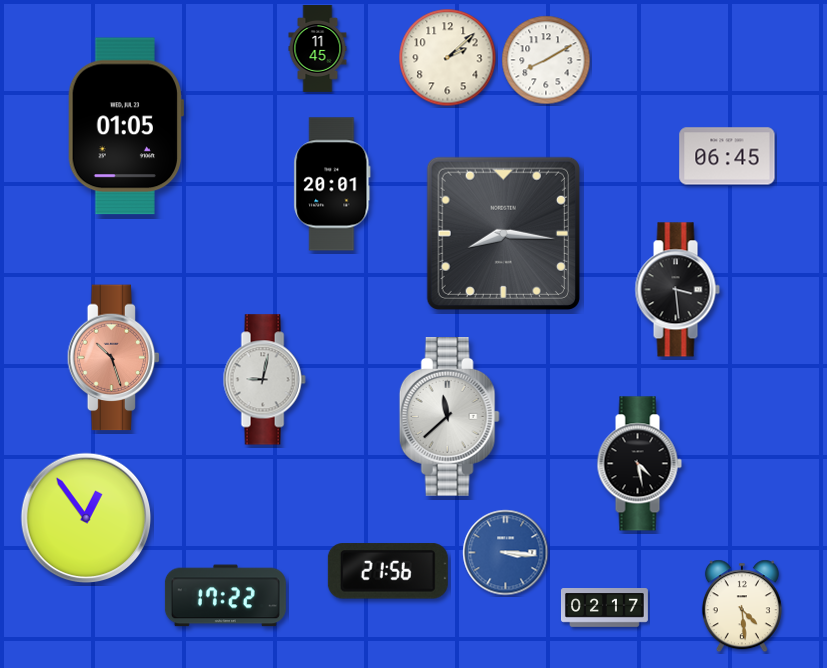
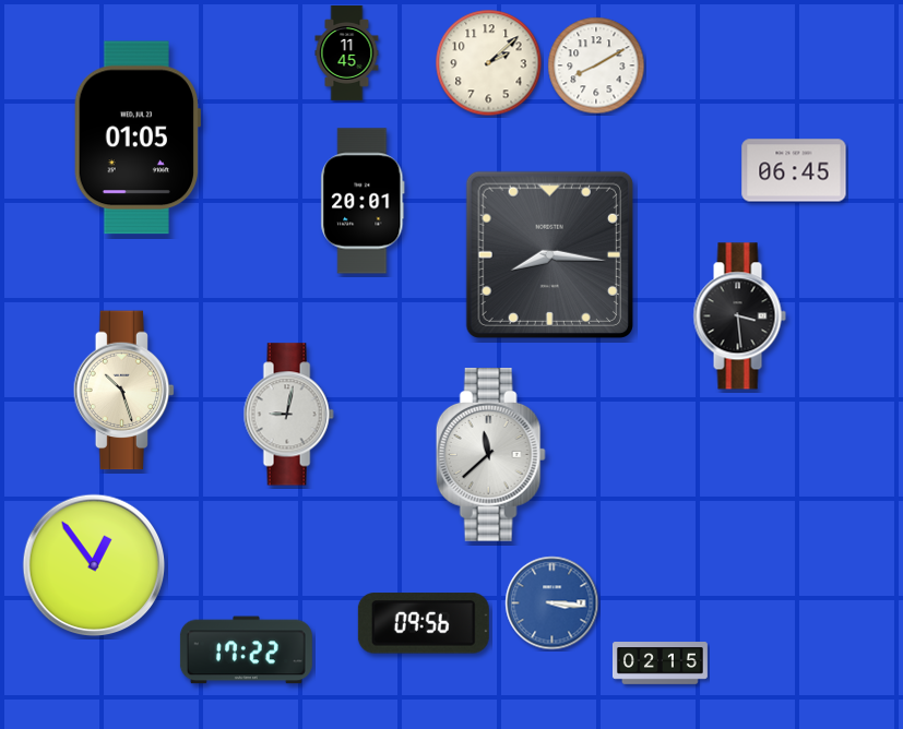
clock at (114, 358) dial: salmon -> cream
clock at (639, 464): 4:28 -> none
clock at (388, 571): 21:56 -> 09:56
clock at (742, 606): 4:29 -> none
clock at (604, 608): 02:17 -> 02:15
